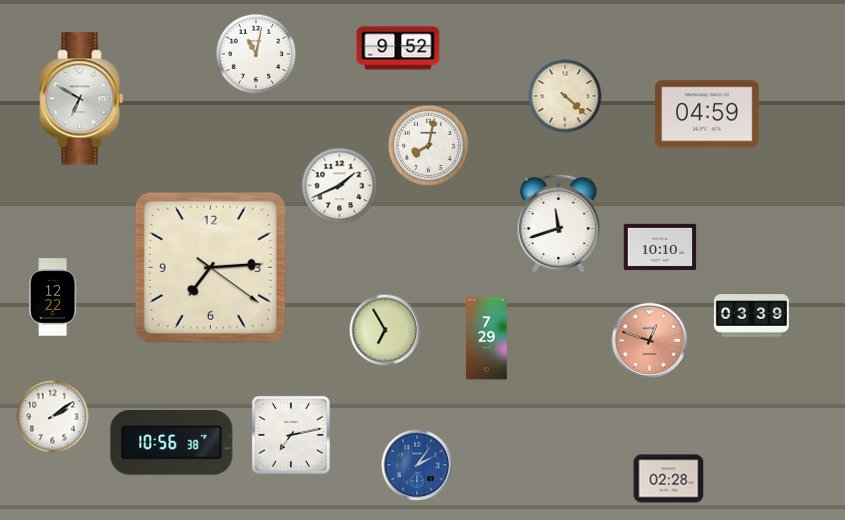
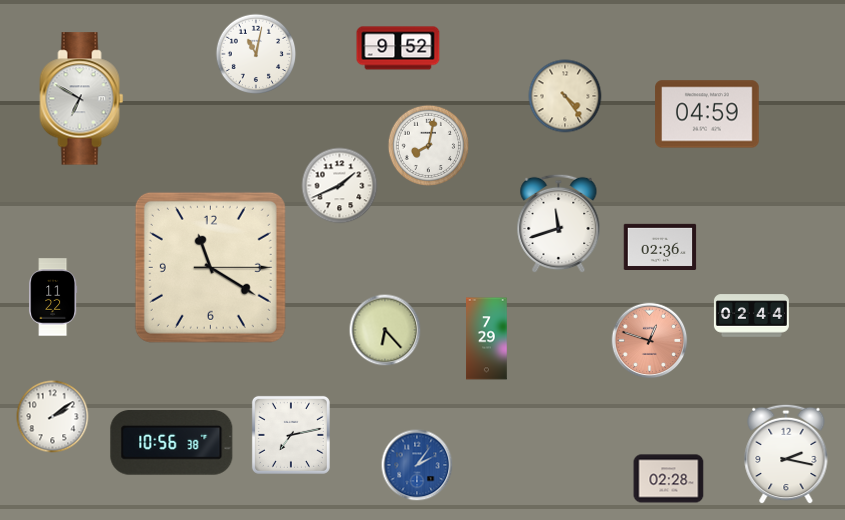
clock at (565, 96): 4:22 -> 4:24
clock at (660, 246): 10:10 -> 02:36
clock at (210, 267): 7:14 -> 11:20
clock at (53, 297): 12:22 -> 11:22
clock at (751, 316): 03:39 -> 02:44
clock at (385, 330): 6:55 -> 6:23
clock at (786, 454): none -> 2:17
